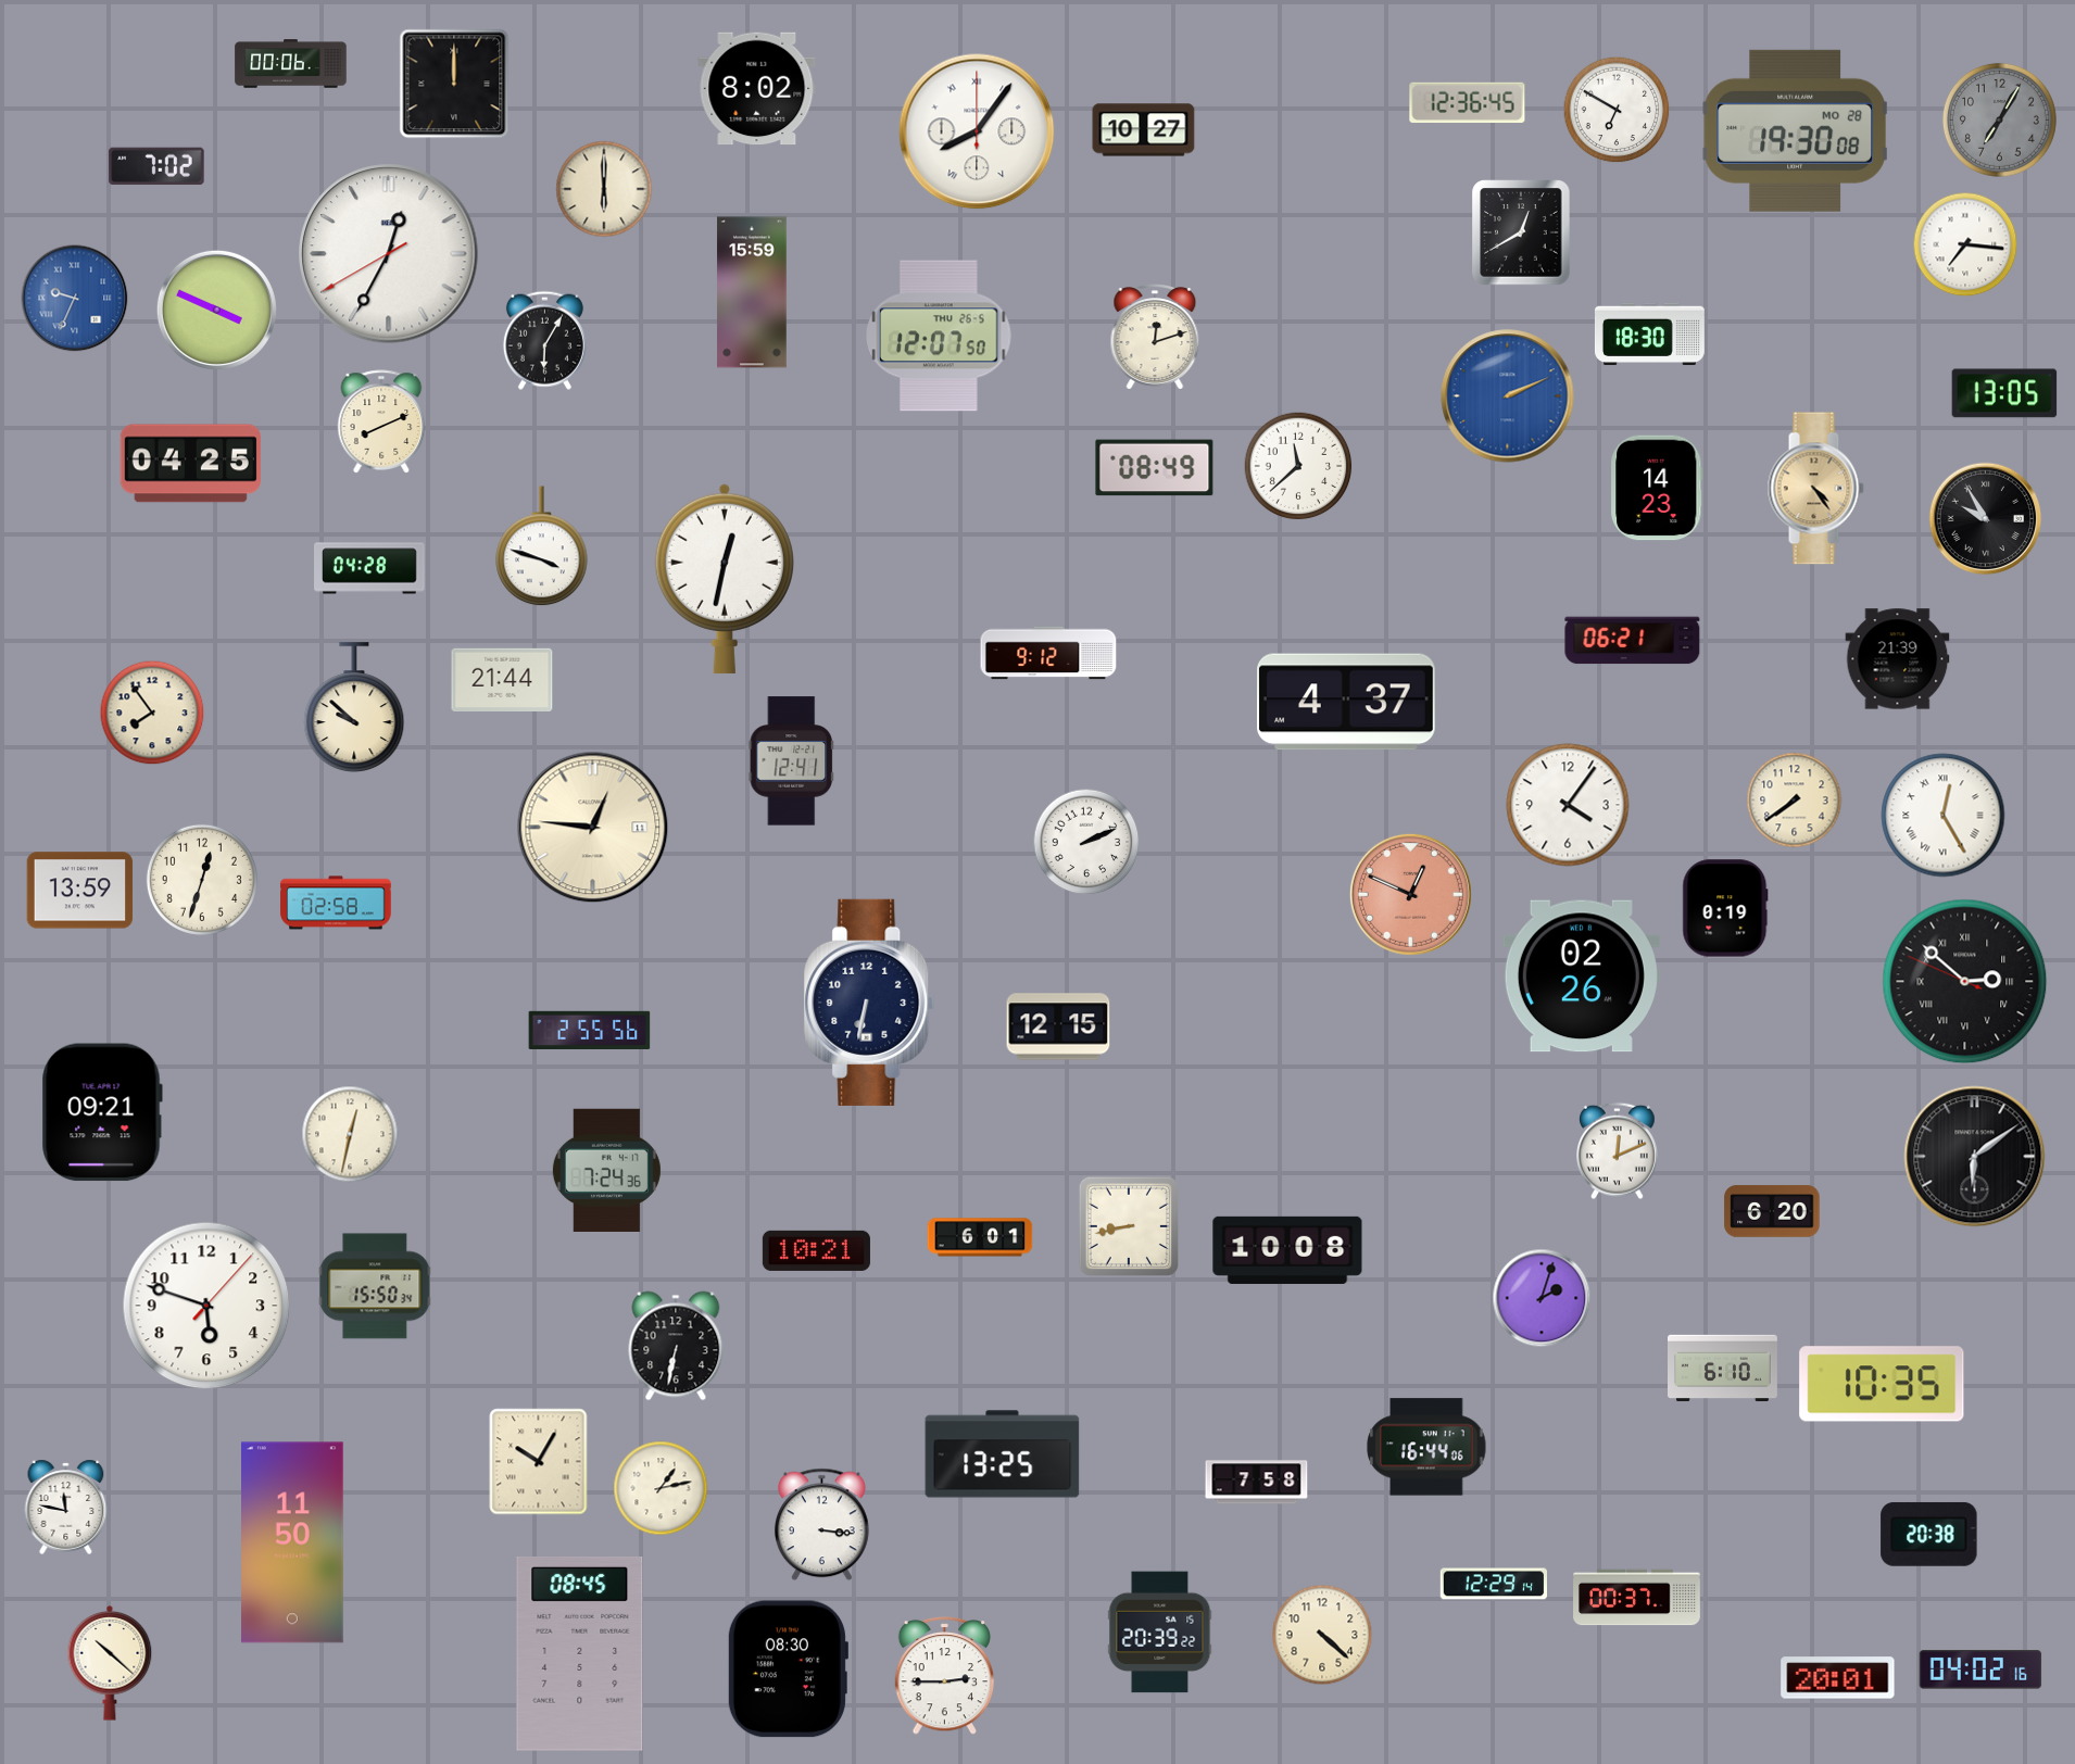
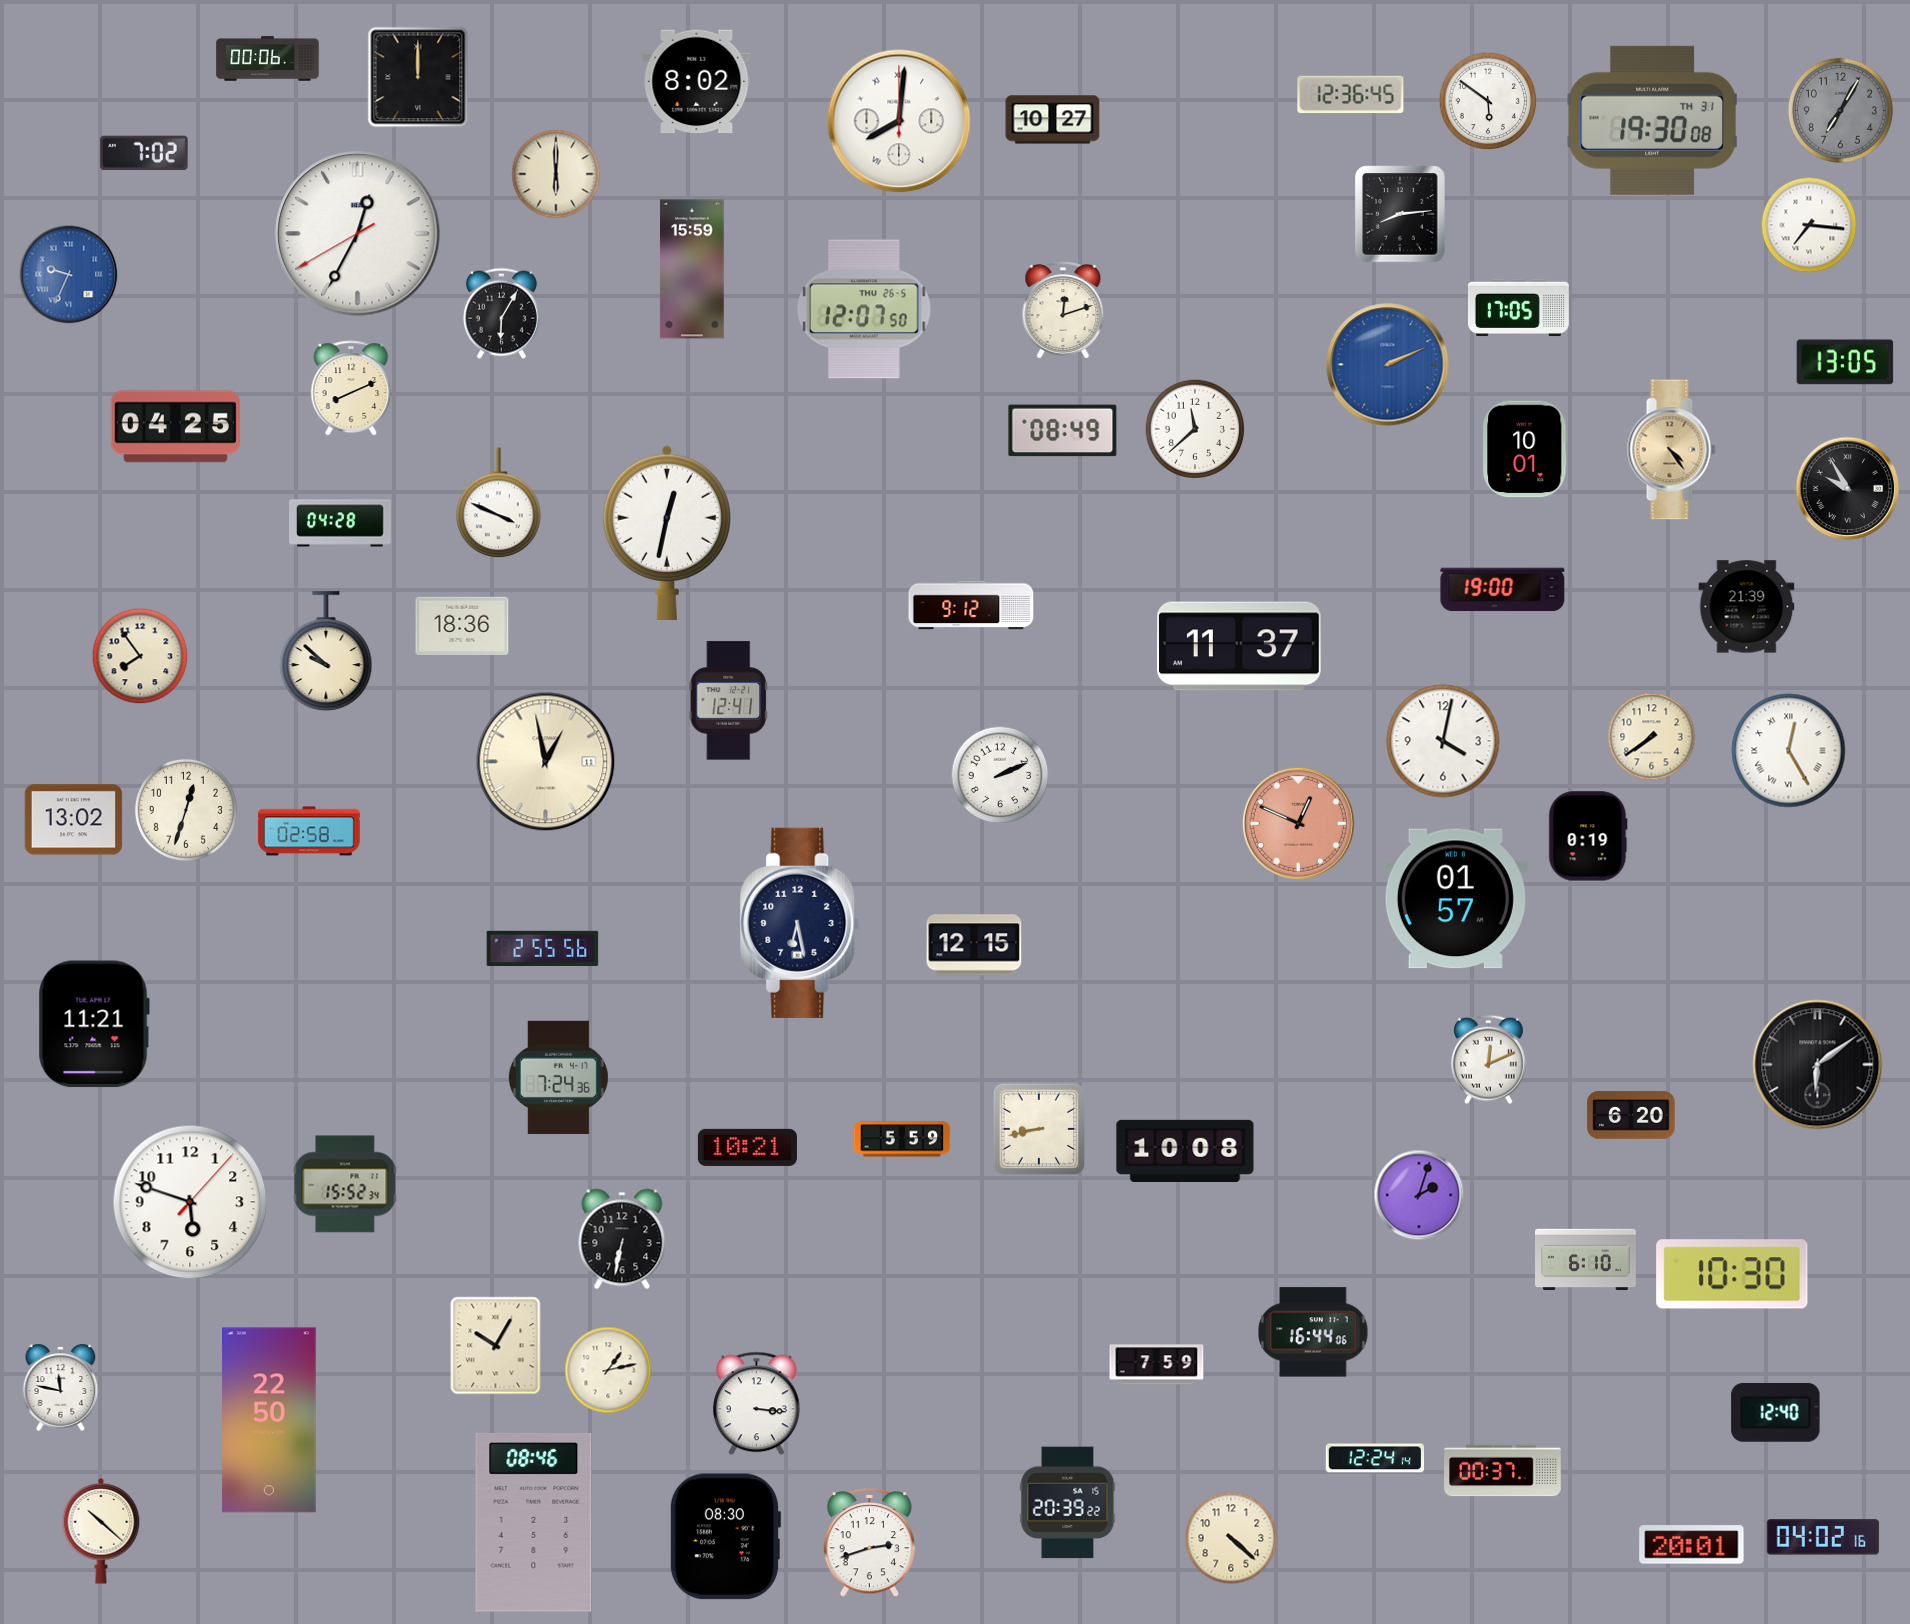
clock at (1617, 110): 6:50 -> 5:51
clock at (1796, 130) date: MO 28 -> TH 31
clock at (977, 131): 8:06 -> 8:01
clock at (1521, 232): 12:40 -> 8:14
clock at (216, 310): 3:49 -> none
clock at (1649, 335): 18:30 -> 17:05
clock at (1657, 488): 14:23 -> 10:01
clock at (1986, 519) position: (1986, 519) -> (1848, 489)
clock at (542, 546): 3:48 -> 3:49
clock at (1633, 641): 06:21 -> 19:00
clock at (1048, 653) position: (1048, 653) -> (971, 605)
clock at (502, 679): 21:44 -> 18:36
clock at (1347, 702): 4:37 -> 11:37
clock at (1568, 805): 4:06 -> 4:02
clock at (593, 828): 12:46 -> 12:58
clock at (80, 891): 13:59 -> 13:02
clock at (1581, 976): 02:26 -> 01:57
clock at (1965, 982): 2:51 -> none
clock at (869, 1003): 6:32 -> 6:28
clock at (102, 1112): 09:21 -> 11:21
clock at (350, 1134): 12:32 -> none
clock at (980, 1237): 6:01 -> 5:59
clock at (816, 1250) position: (816, 1250) -> (747, 1147)
clock at (375, 1286): 15:50 -> 15:52
clock at (1882, 1384): 10:35 -> 10:30
clock at (1003, 1454): 13:25 -> none
clock at (1257, 1483): 7:58 -> 7:59
clock at (1929, 1534): 20:38 -> 12:40
clock at (293, 1542): 11:50 -> 22:50
clock at (1493, 1584): 12:29 -> 12:24
clock at (1637, 1598) position: (1637, 1598) -> (1503, 1471)
clock at (1322, 1635) position: (1322, 1635) -> (1231, 1538)
clock at (580, 1653): 08:45 -> 08:46
clock at (945, 1676): 2:45 -> 2:42
